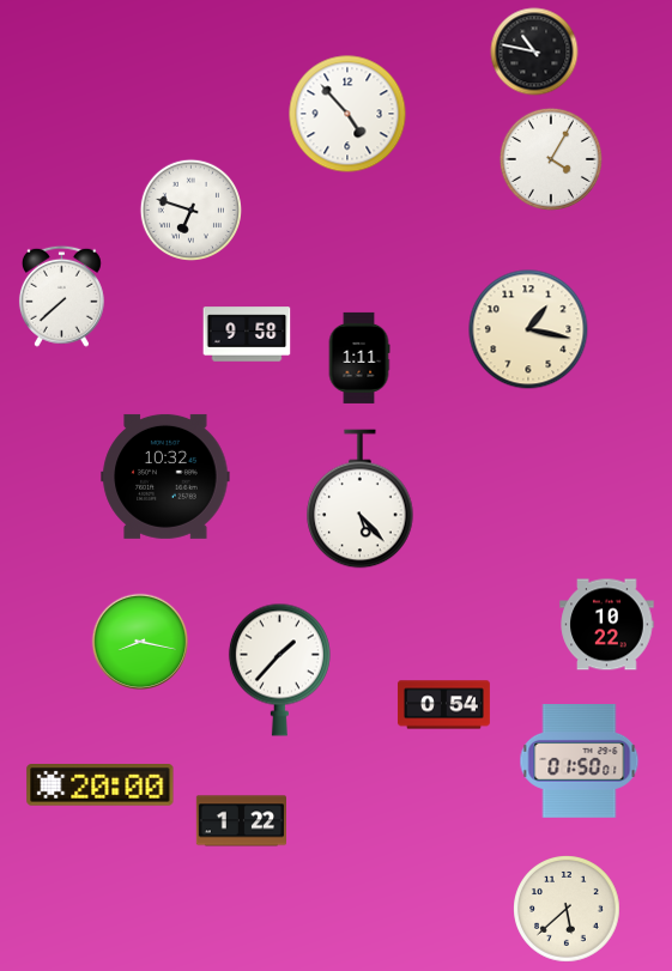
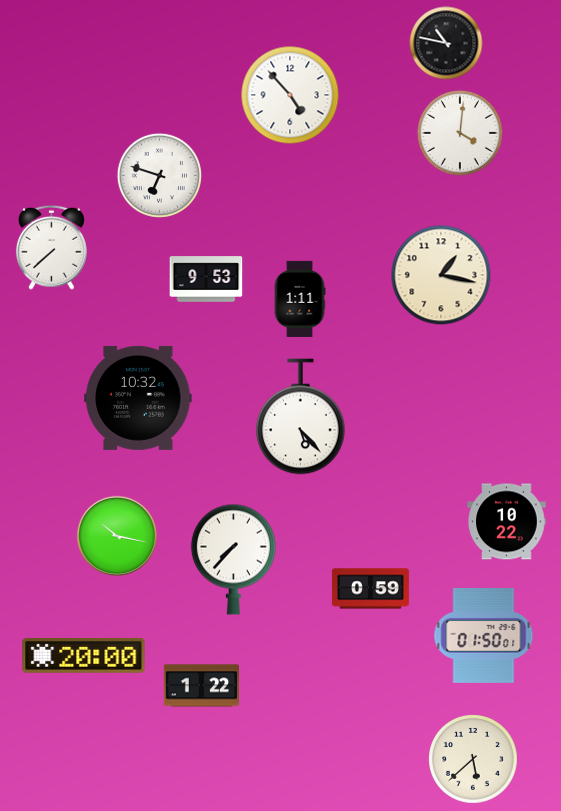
clock at (551, 159): 4:05 -> 4:01
clock at (247, 334): 9:58 -> 9:53
clock at (140, 642): 8:17 -> 10:17
clock at (279, 669): 1:37 -> 7:37
clock at (443, 705): 0:54 -> 0:59
